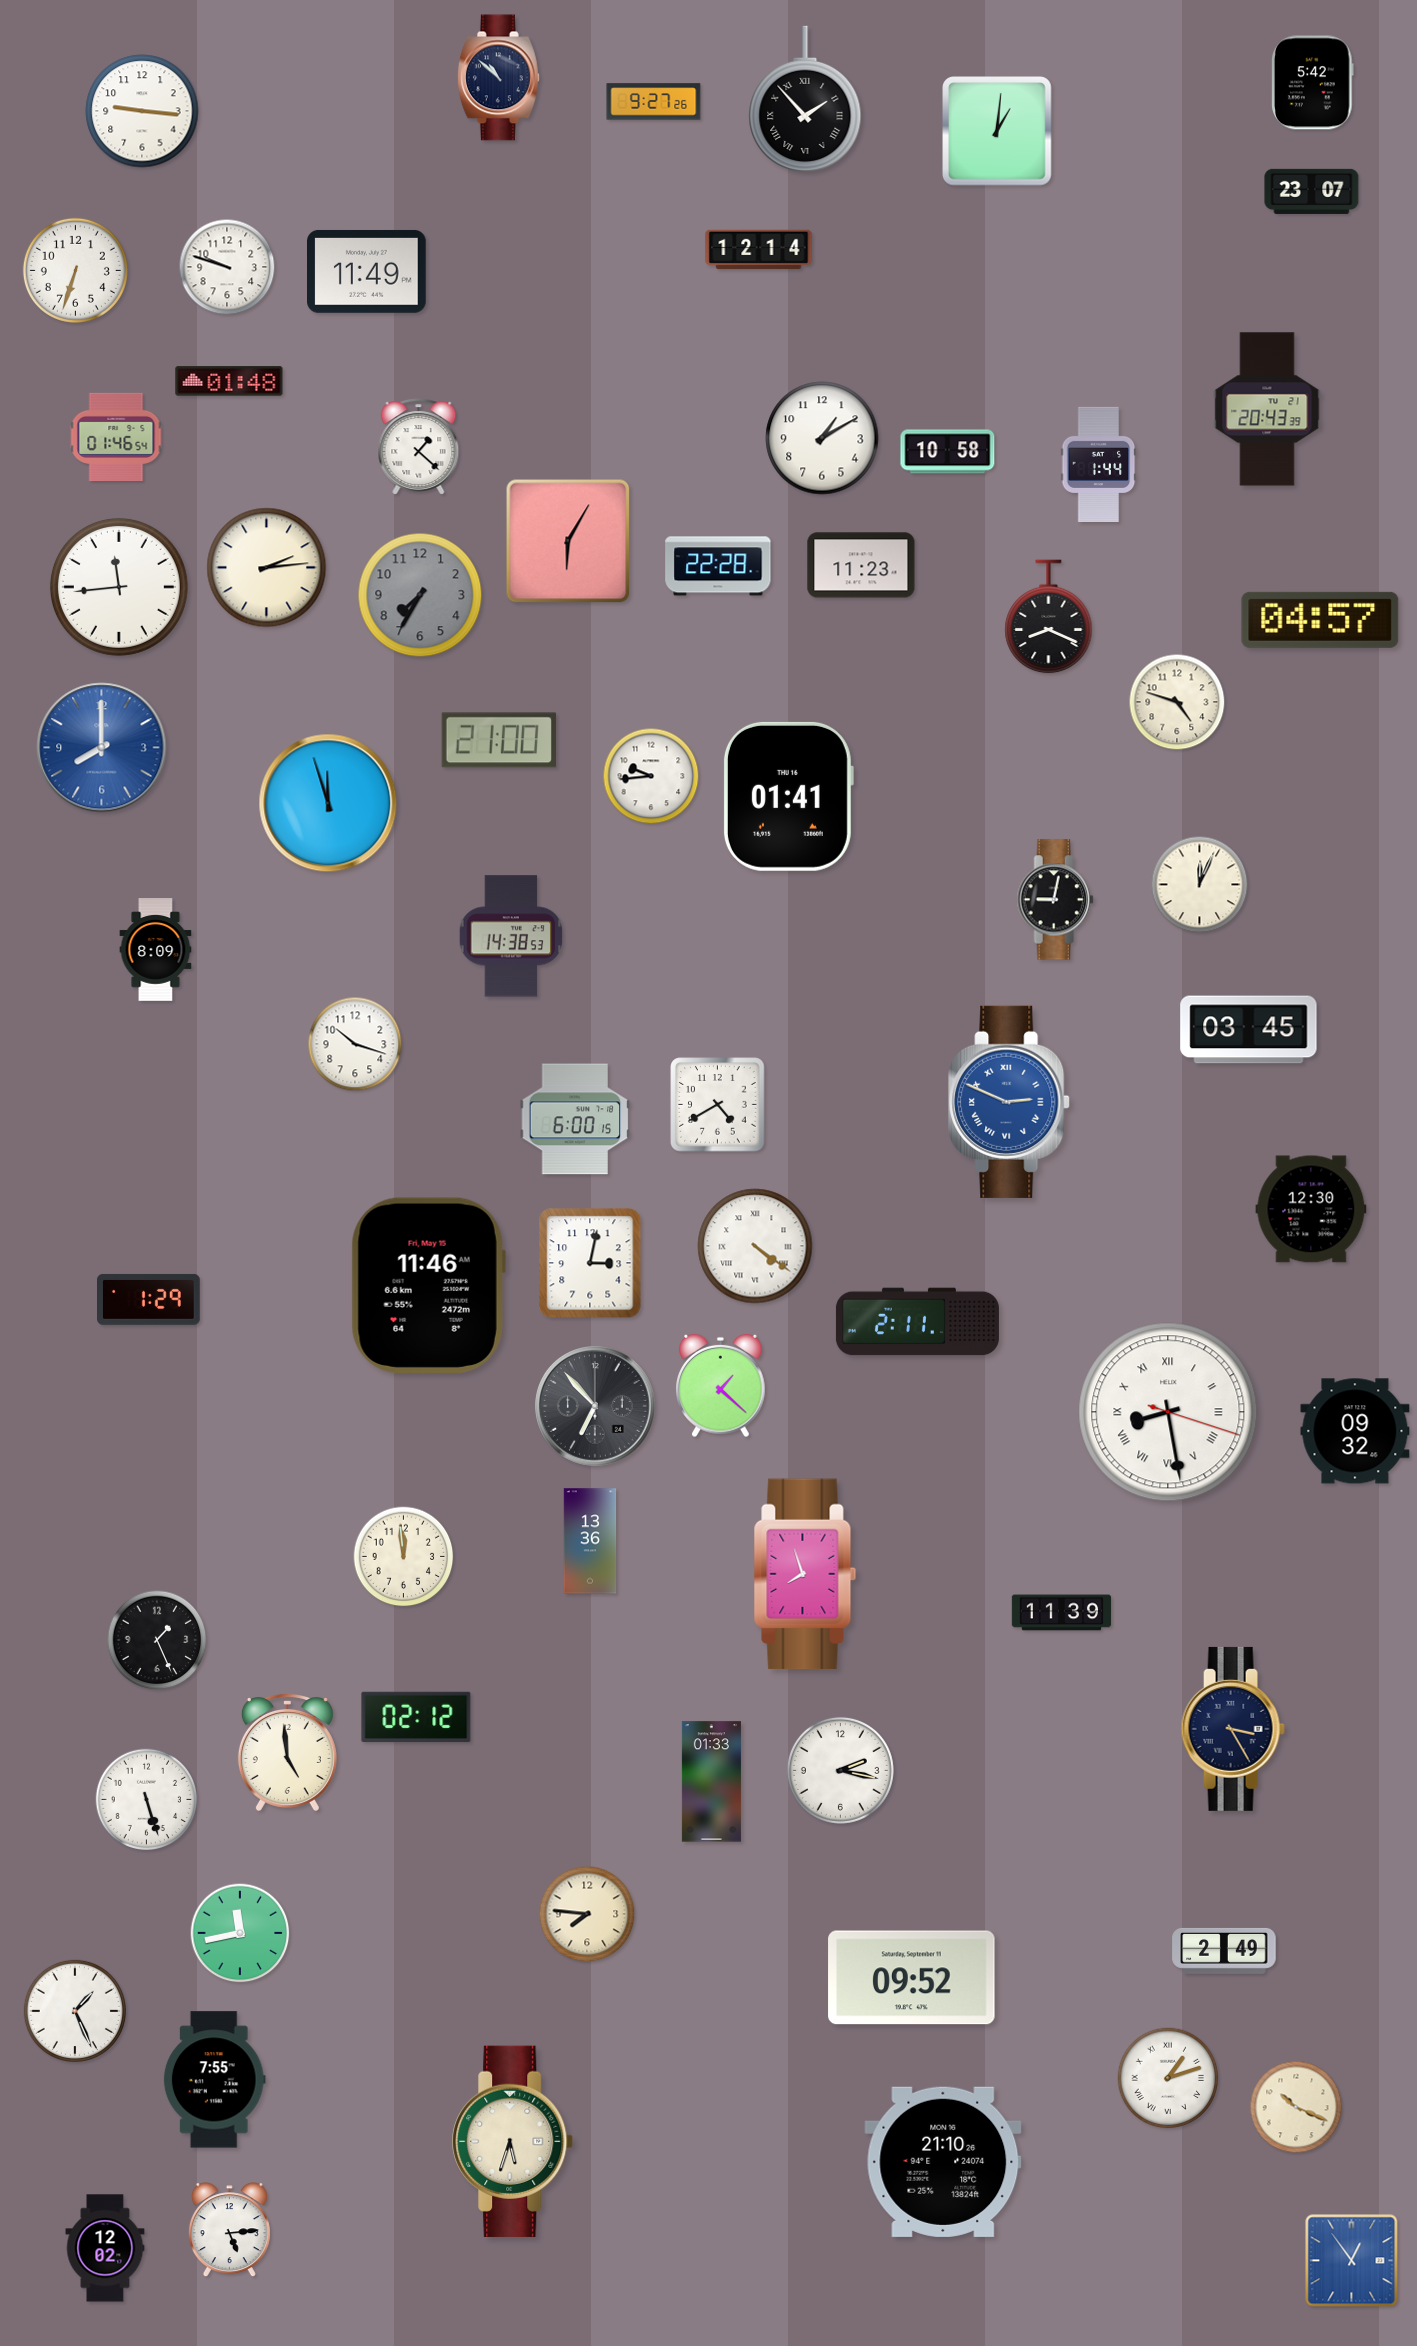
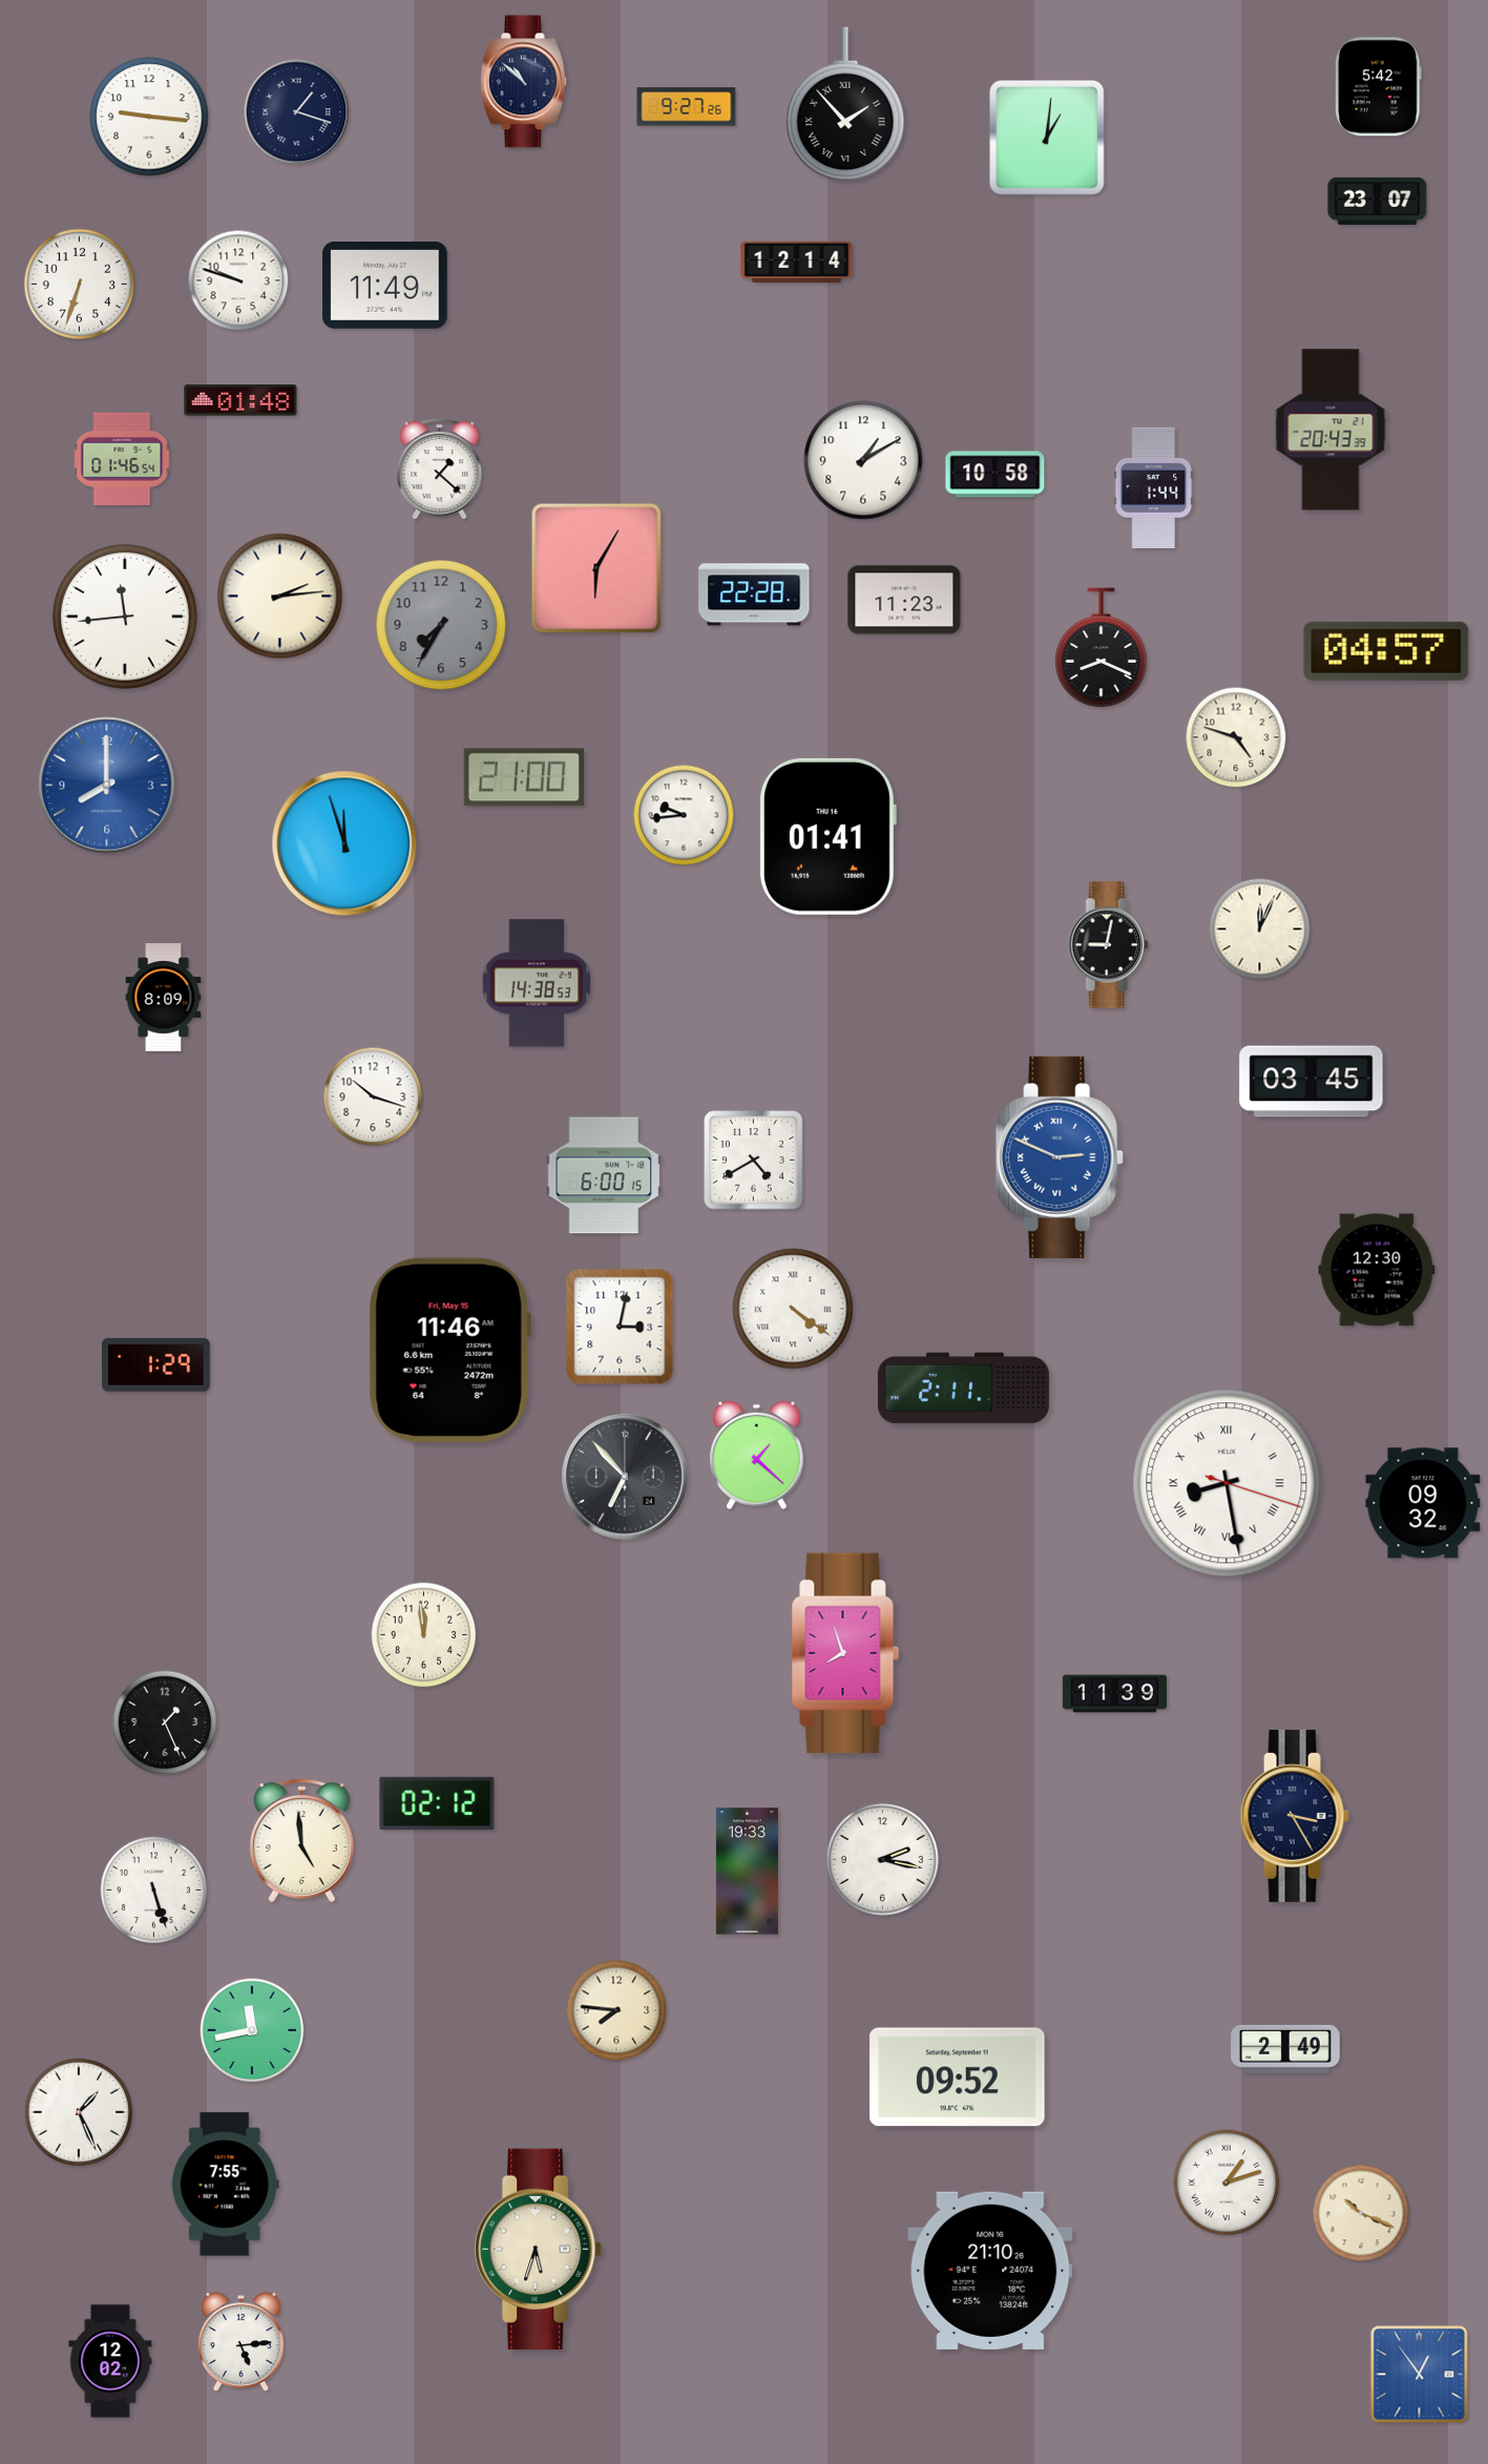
clock at (297, 112): none -> 1:18
clock at (861, 565) position: (861, 565) -> (904, 600)
clock at (590, 1541): 13:36 -> none
clock at (711, 1782): 01:33 -> 19:33
